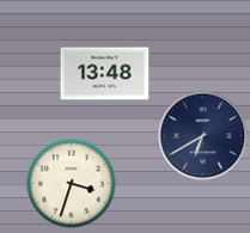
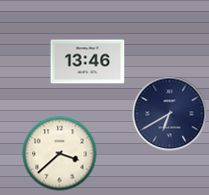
clock at (105, 74): 13:48 -> 13:46
clock at (72, 184): 3:33 -> 3:38
